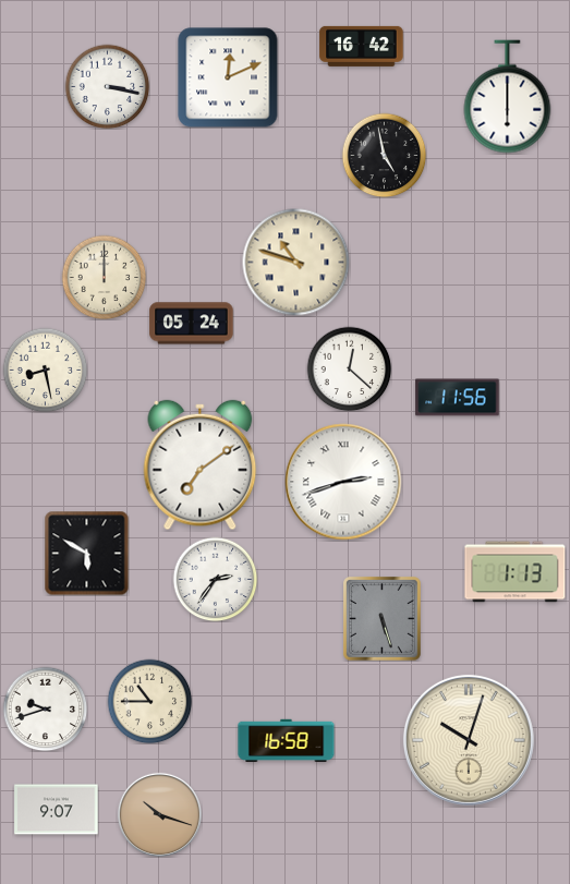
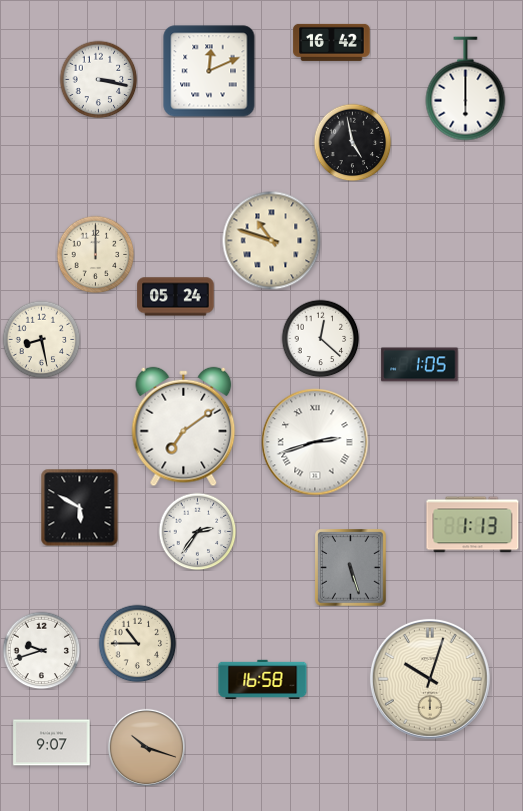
clock at (458, 398): 11:56 -> 1:05
